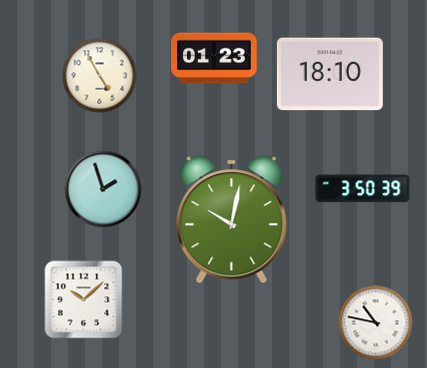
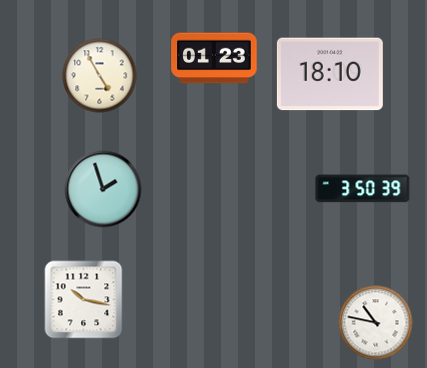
clock at (232, 220): 10:02 -> none
clock at (84, 300): 10:08 -> 10:17
